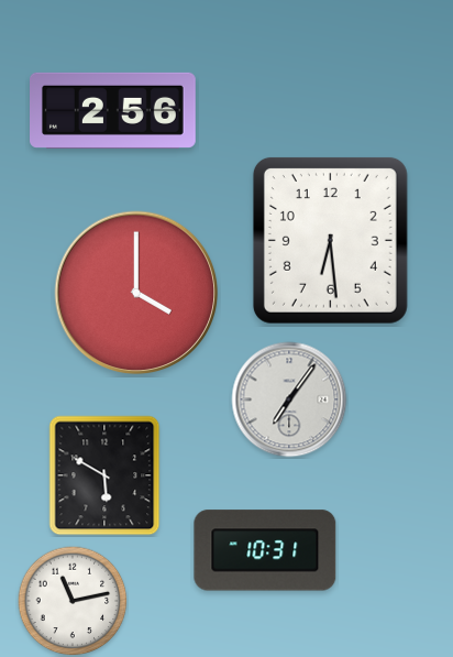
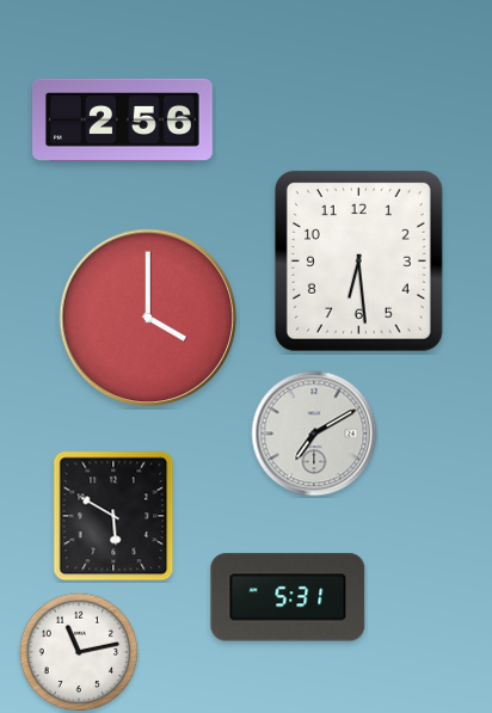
clock at (289, 399): 7:06 -> 7:10
clock at (265, 550): 10:31 -> 5:31
